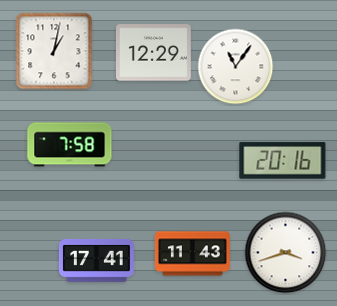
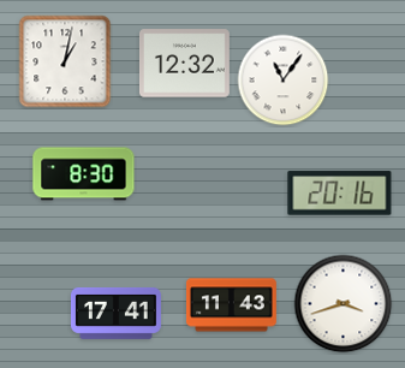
clock at (153, 53): 12:29 -> 12:32
clock at (70, 145): 7:58 -> 8:30
